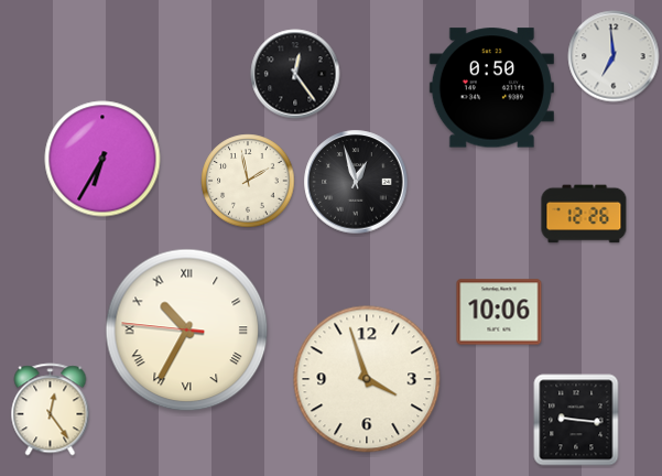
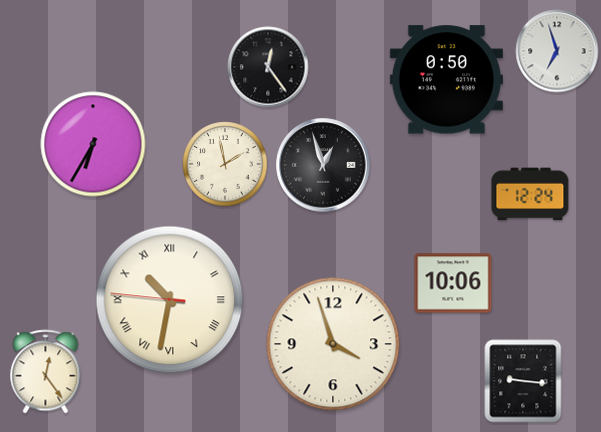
clock at (614, 56): 6:59 -> 6:57
clock at (584, 214): 12:26 -> 12:24
clock at (187, 331): 10:34 -> 10:31
